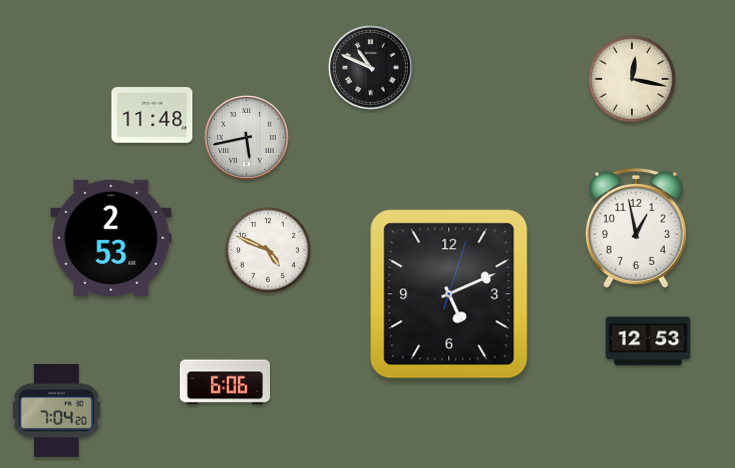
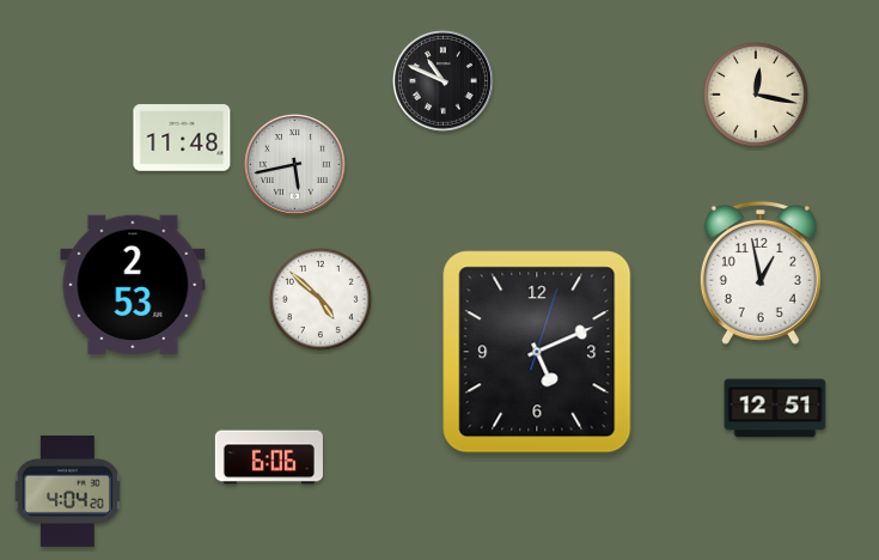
clock at (268, 250): 4:49 -> 4:52
clock at (648, 341): 12:53 -> 12:51
clock at (56, 410): 7:04 -> 4:04
